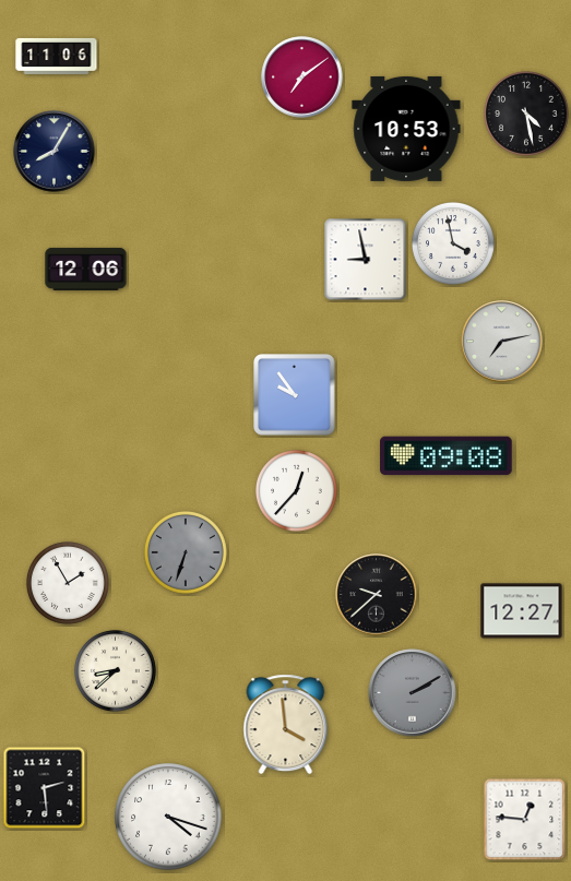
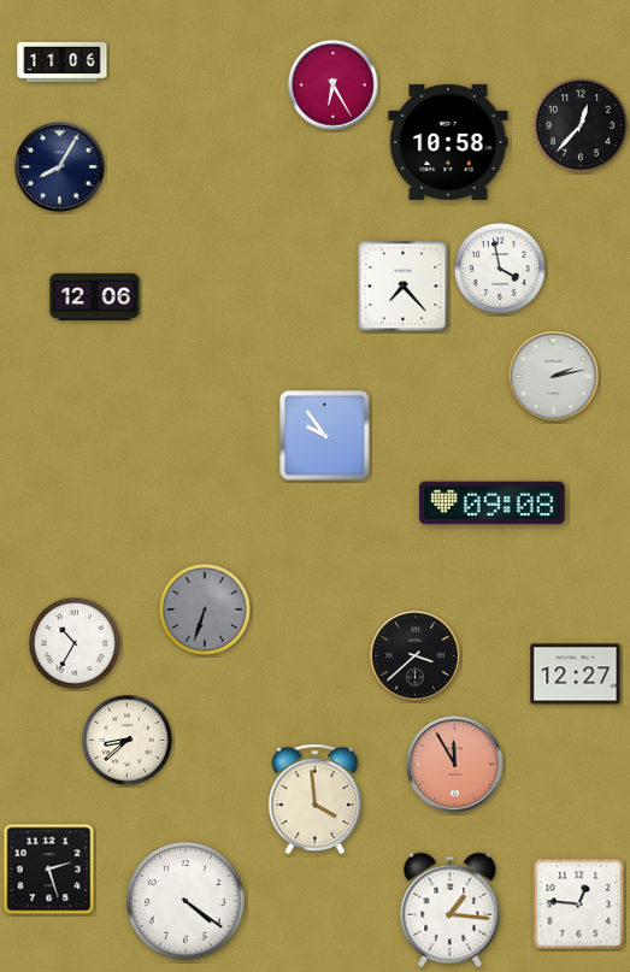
clock at (302, 78): 7:09 -> 6:25
clock at (527, 115): 4:28 -> 12:37
clock at (406, 129): 10:53 -> 10:58
clock at (366, 260): 8:58 -> 7:23
clock at (502, 342): 7:13 -> 2:13
clock at (296, 490): 12:37 -> none
clock at (68, 583): 1:55 -> 10:35
clock at (377, 595): 9:38 -> 3:38
clock at (413, 693): 2:10 -> 11:55
clock at (413, 693) dial: grey -> salmon
clock at (45, 788): 2:29 -> 2:27
clock at (168, 817): 4:18 -> 4:21
clock at (451, 911): none -> 1:16
